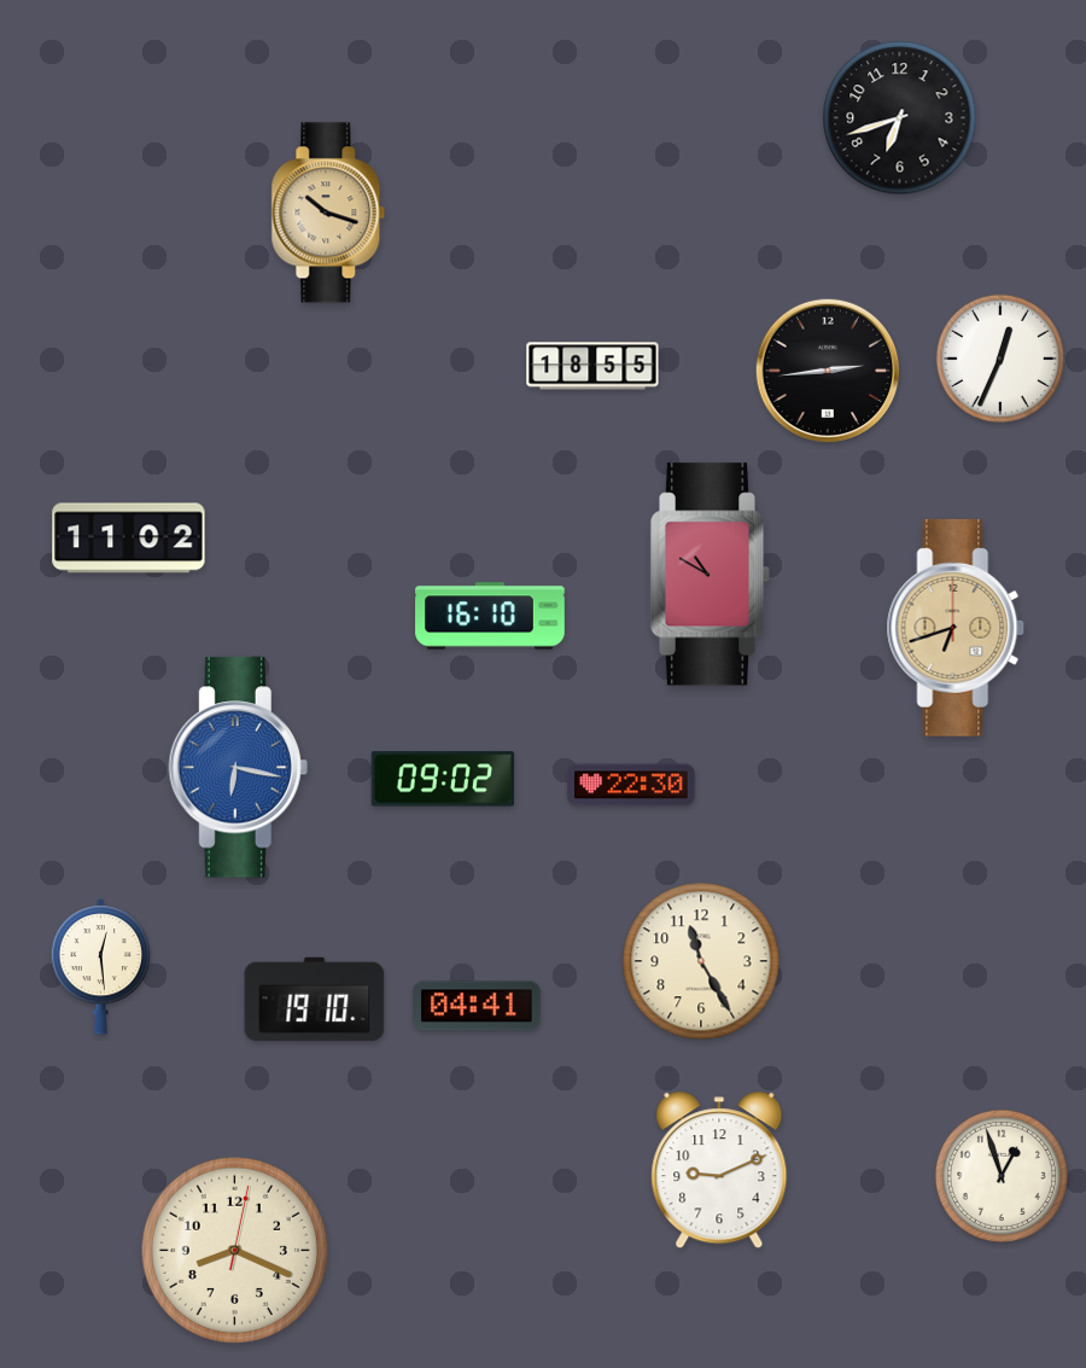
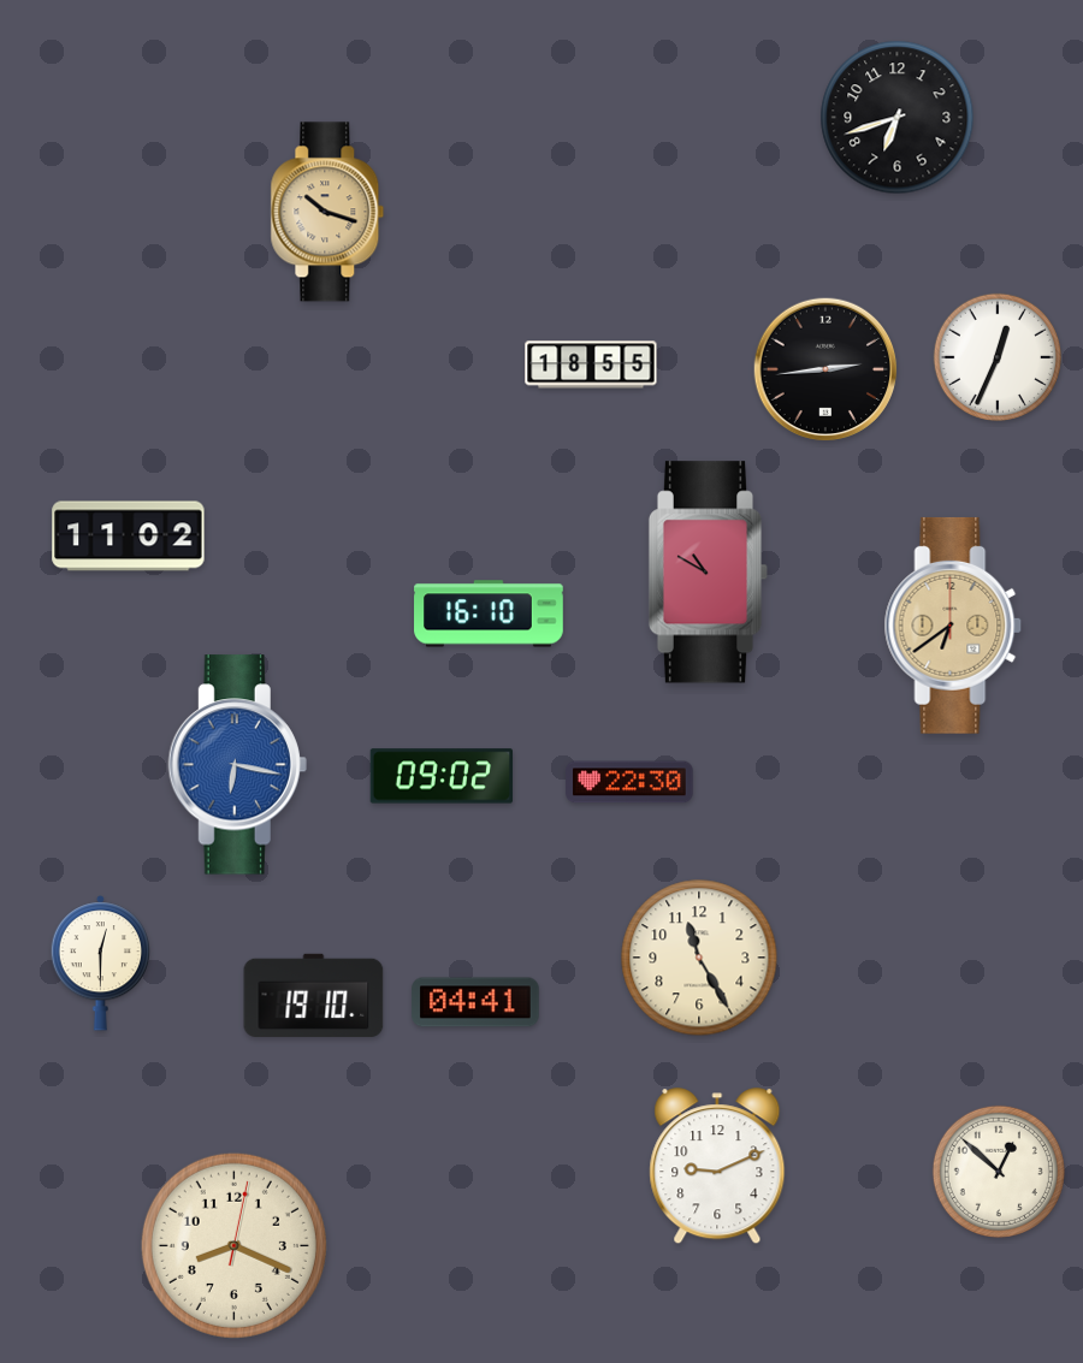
clock at (956, 628): 6:42 -> 6:39
clock at (100, 967): 12:29 -> 12:30
clock at (1002, 1176): 12:57 -> 12:52
